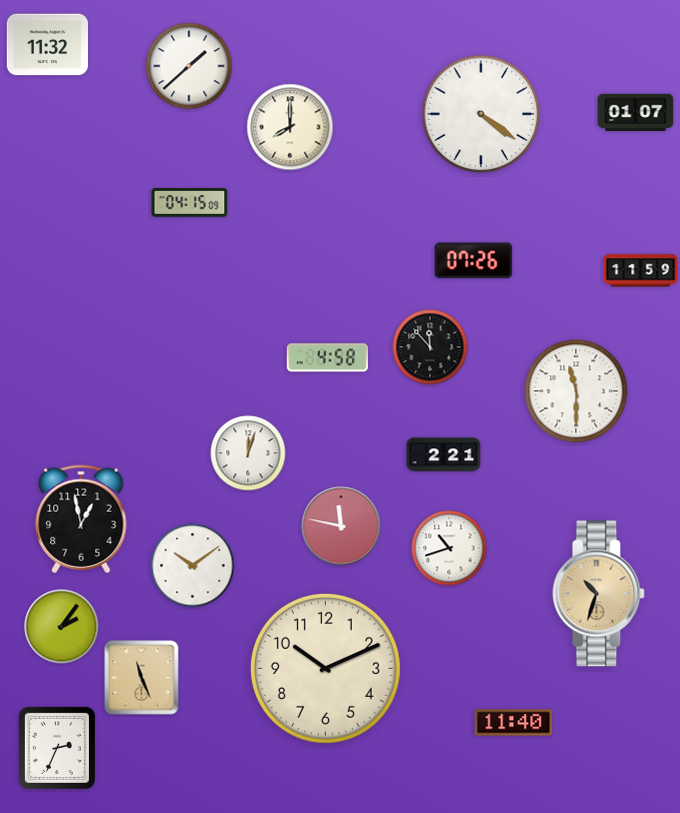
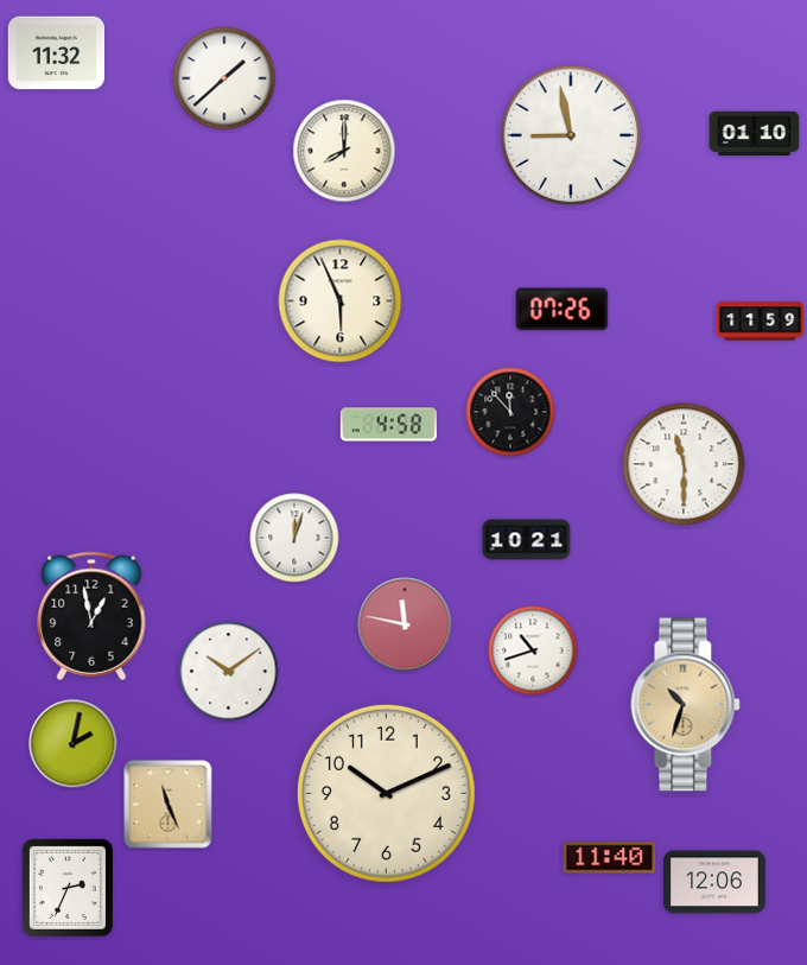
clock at (636, 113): 01:07 -> 01:10
clock at (481, 114): 4:21 -> 8:58
clock at (190, 203): 04:15 -> none
clock at (341, 301): none -> 5:56
clock at (444, 455): 2:21 -> 10:21
clock at (81, 519) position: (81, 519) -> (91, 616)
clock at (599, 594) position: (599, 594) -> (686, 705)
clock at (62, 627): 2:06 -> 2:02
clock at (716, 882): none -> 12:06
